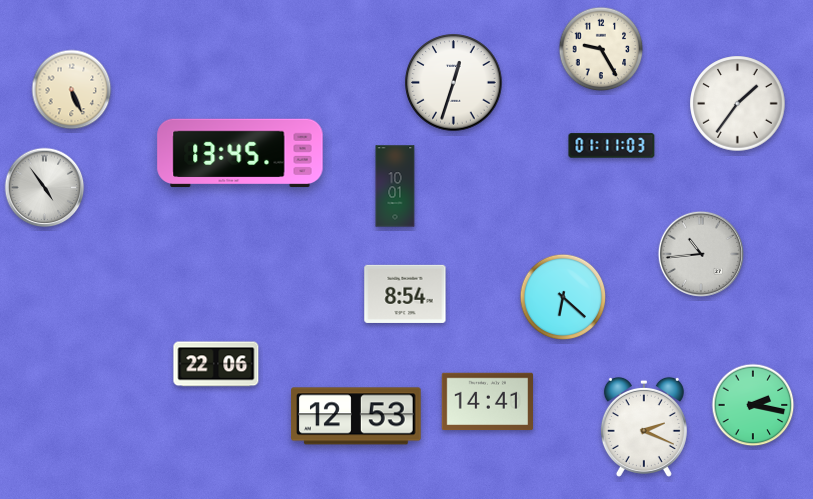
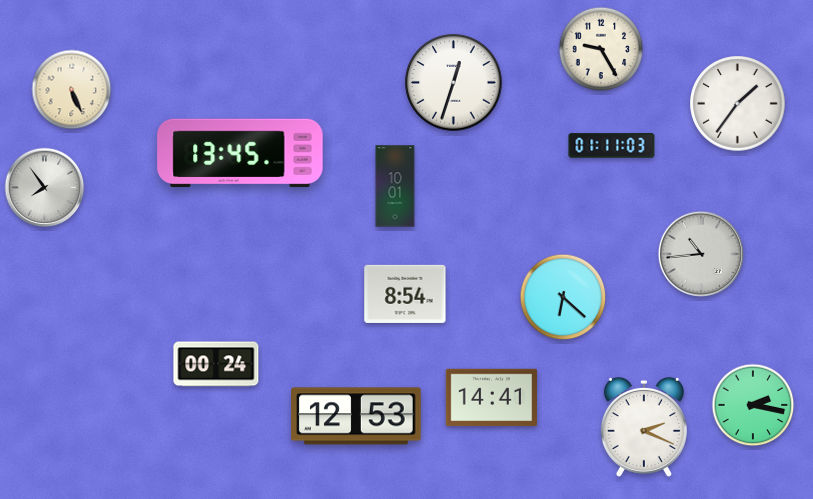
clock at (45, 188): 4:54 -> 7:54
clock at (216, 364): 22:06 -> 00:24
clock at (488, 402) position: (488, 402) -> (492, 398)
